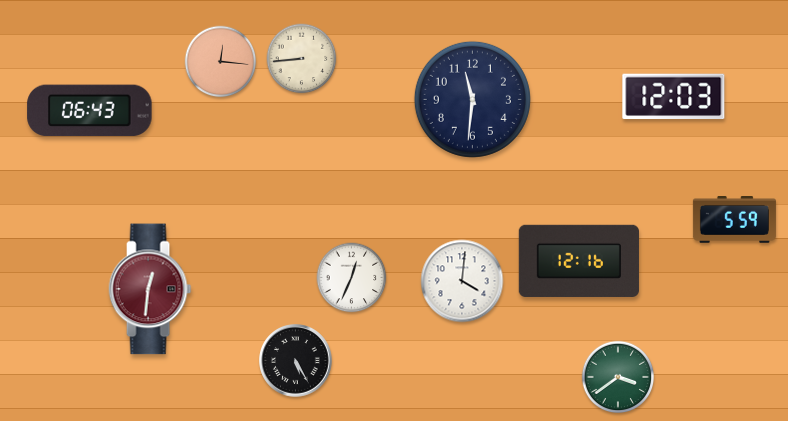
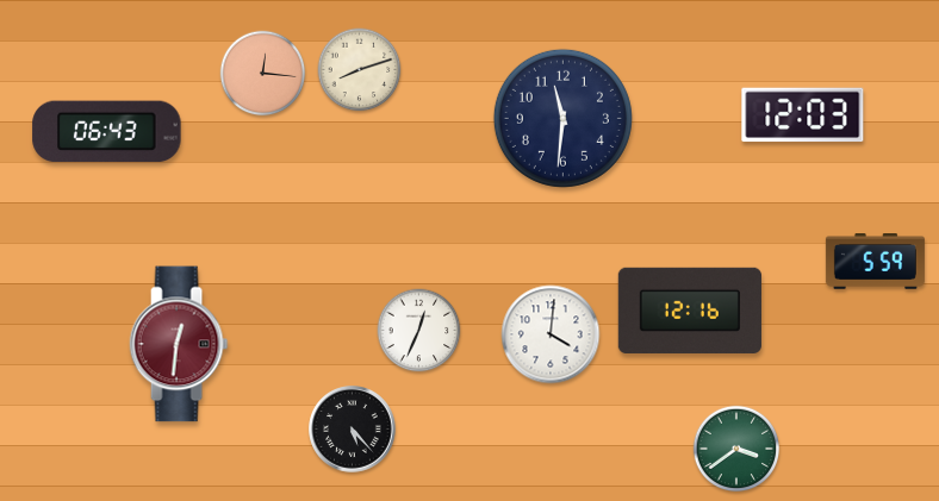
clock at (302, 59): 8:44 -> 8:12
clock at (296, 361): 5:25 -> 5:23
